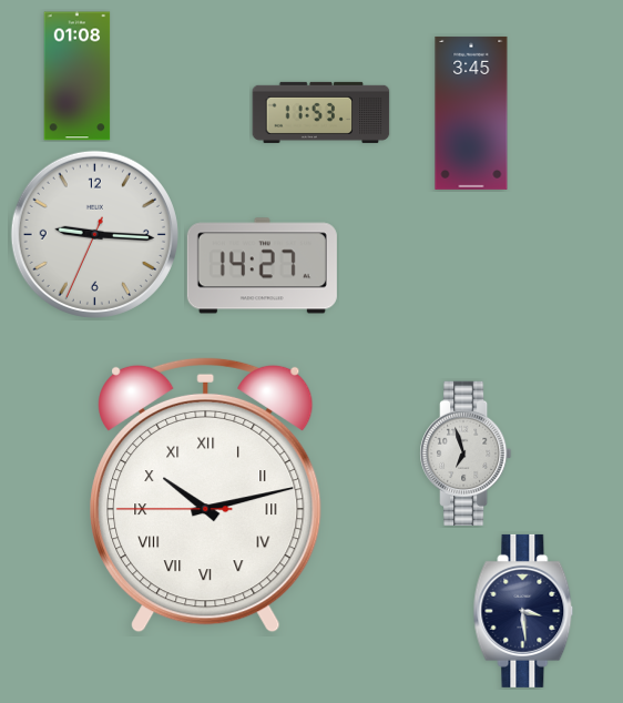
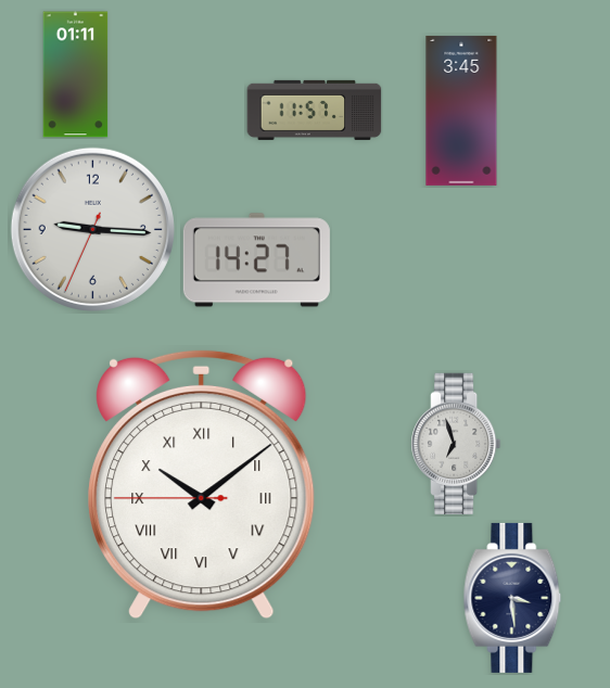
clock at (78, 77): 01:08 -> 01:11
clock at (321, 112): 11:53 -> 11:57
clock at (206, 495): 10:12 -> 10:08
